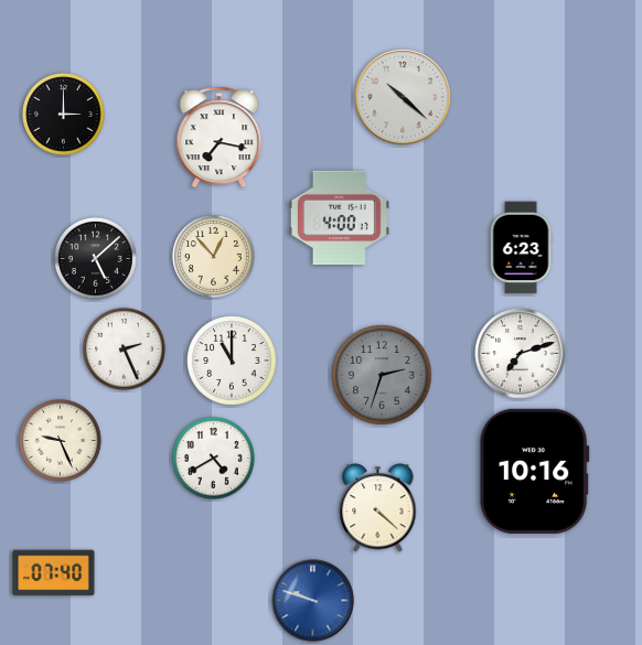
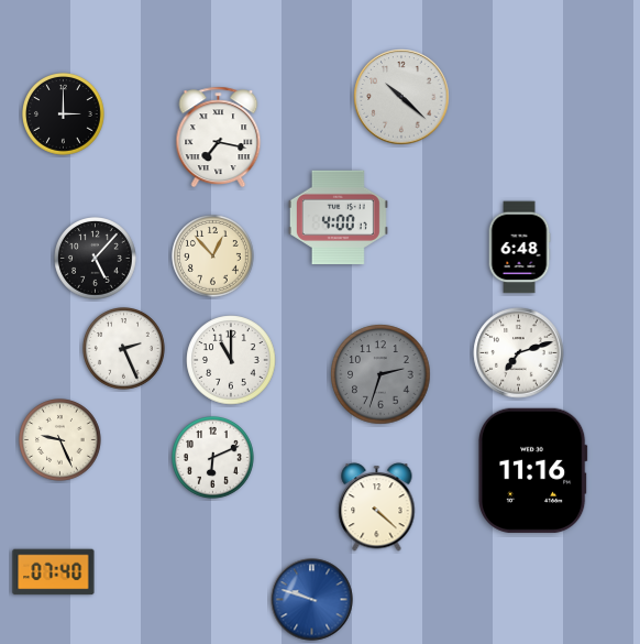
clock at (521, 248): 6:23 -> 6:48
clock at (96, 259): 5:08 -> 5:07
clock at (214, 459): 4:40 -> 6:11
clock at (534, 471): 10:16 -> 11:16
